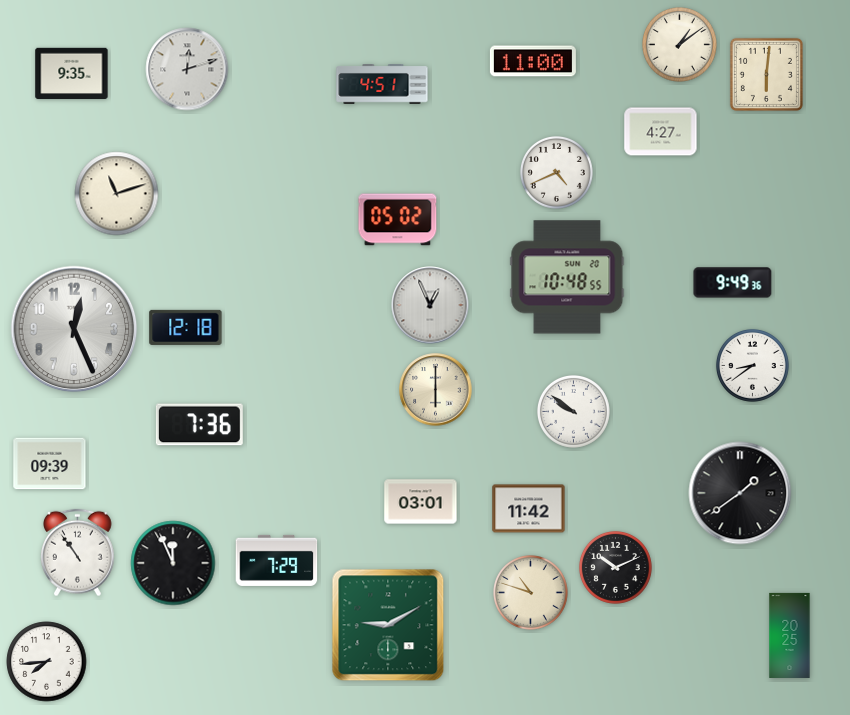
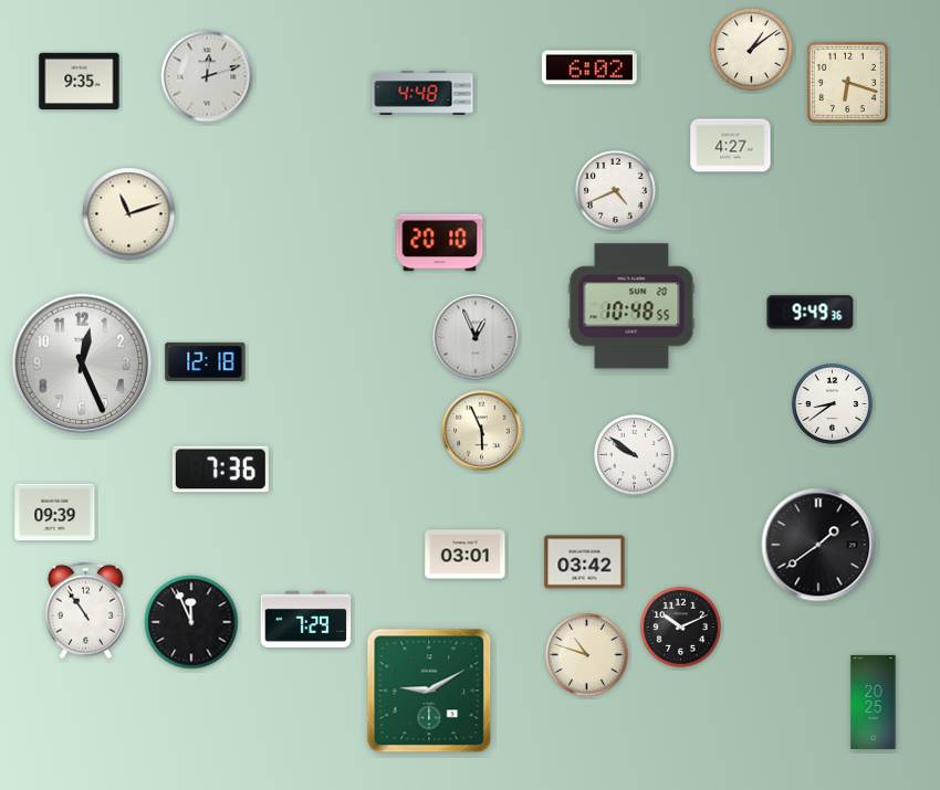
clock at (533, 61): 11:00 -> 6:02
clock at (766, 74): 6:01 -> 6:18
clock at (382, 85): 4:51 -> 4:48
clock at (398, 220): 05:02 -> 20:10
clock at (567, 277) position: (567, 277) -> (631, 306)
clock at (436, 390): 6:00 -> 5:56
clock at (529, 509): 11:42 -> 03:42
clock at (47, 662): 7:44 -> none
